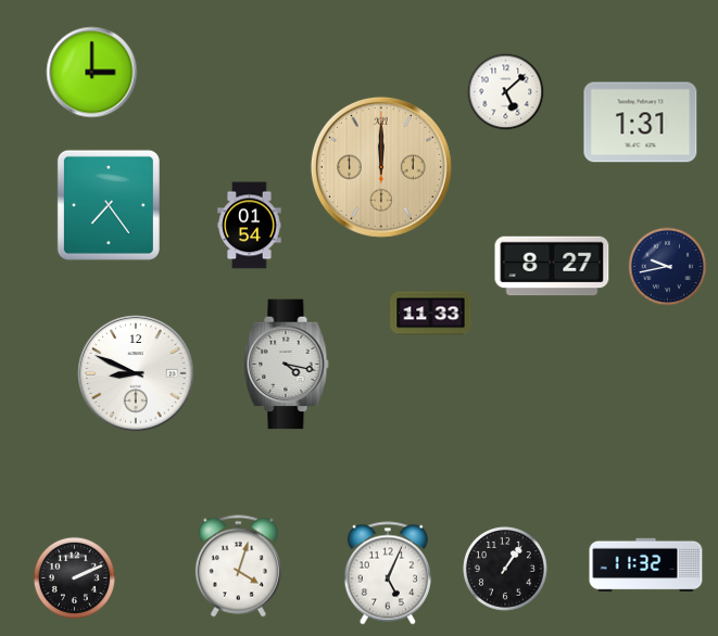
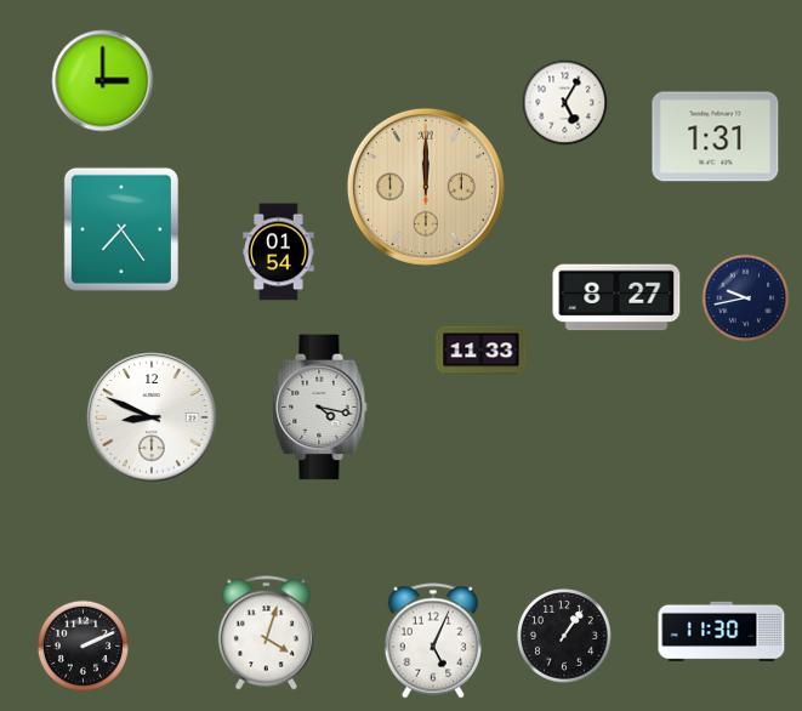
clock at (506, 92): 5:08 -> 5:05
clock at (646, 565): 11:32 -> 11:30
